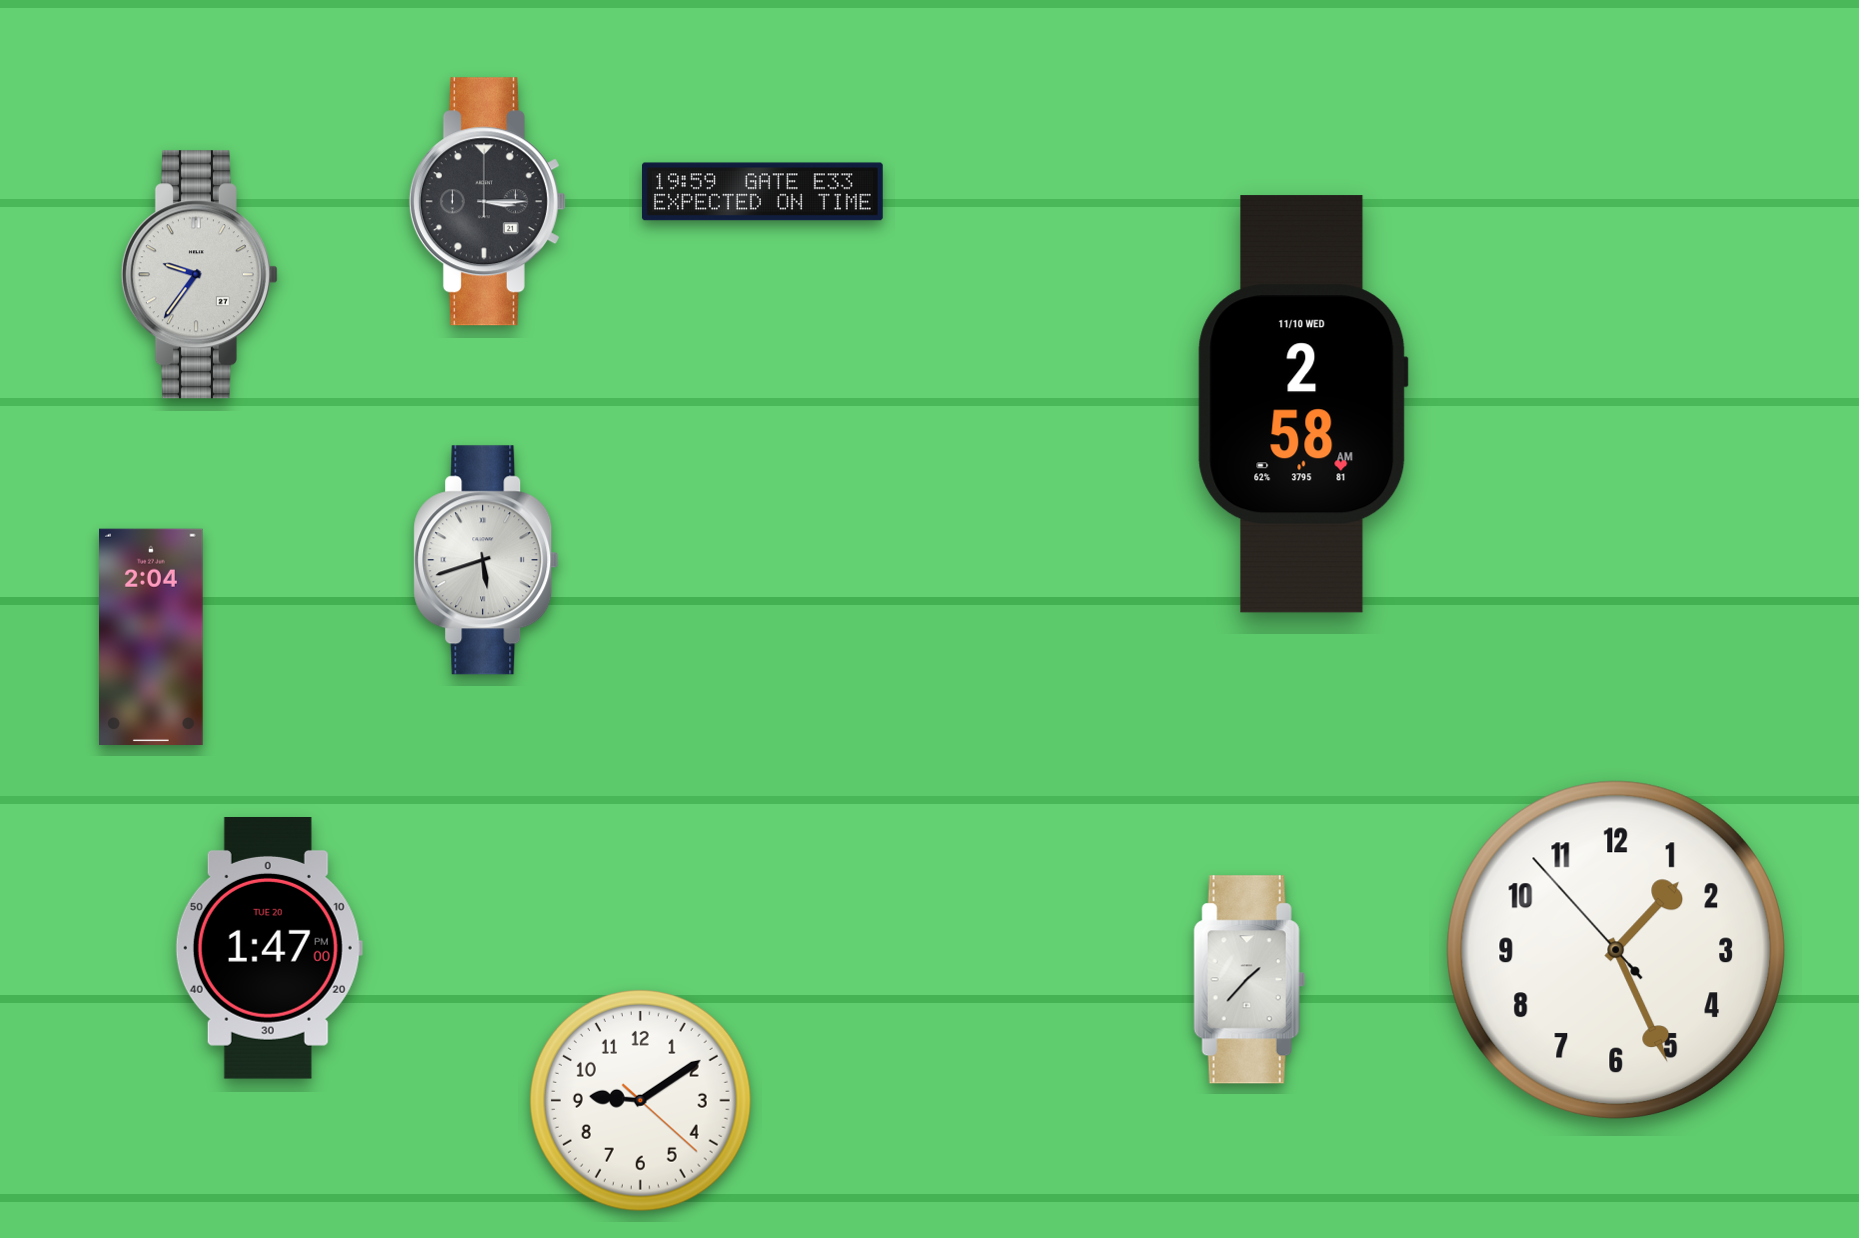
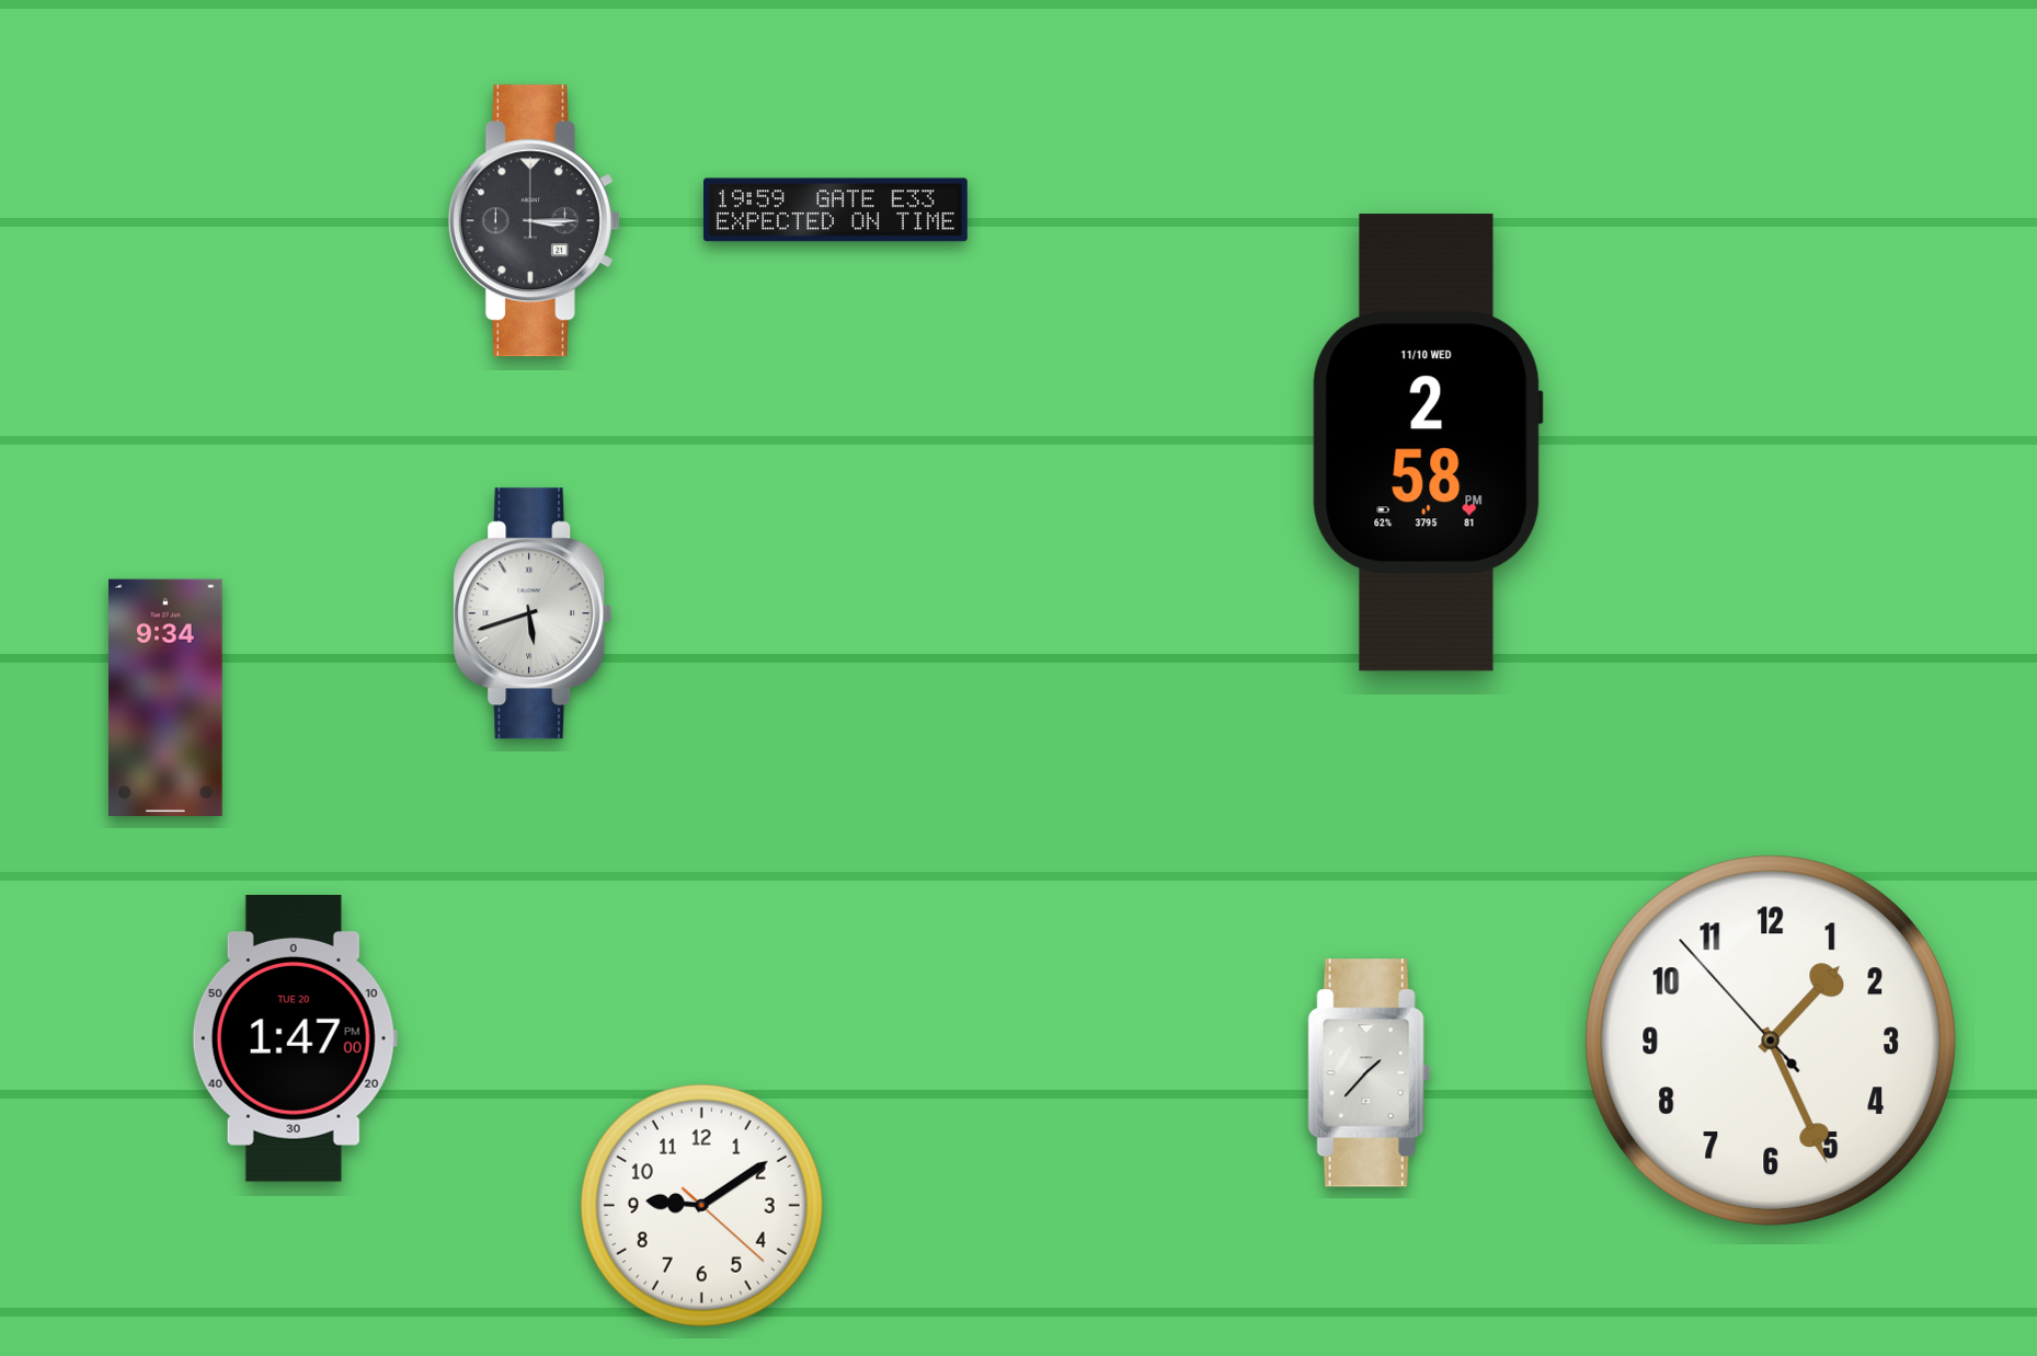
clock at (199, 275): 9:36 -> none
clock at (1303, 404): 2:58 AM -> 2:58 PM
clock at (152, 636): 2:04 -> 9:34
